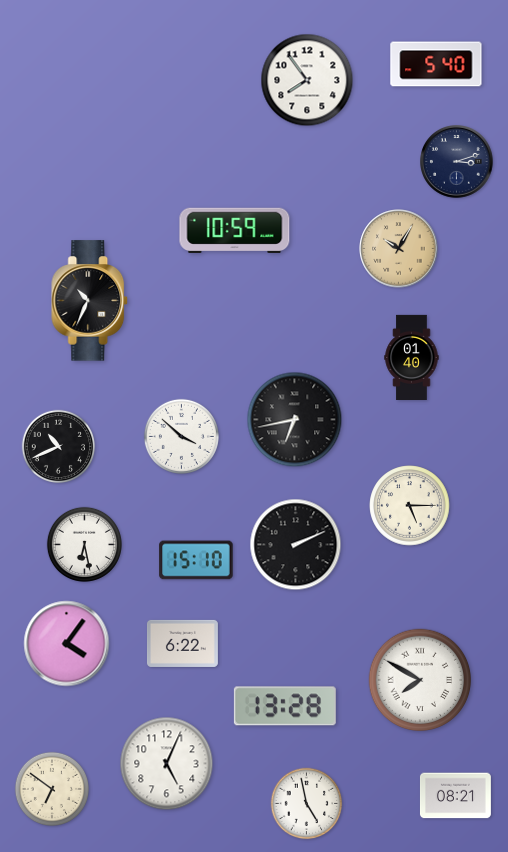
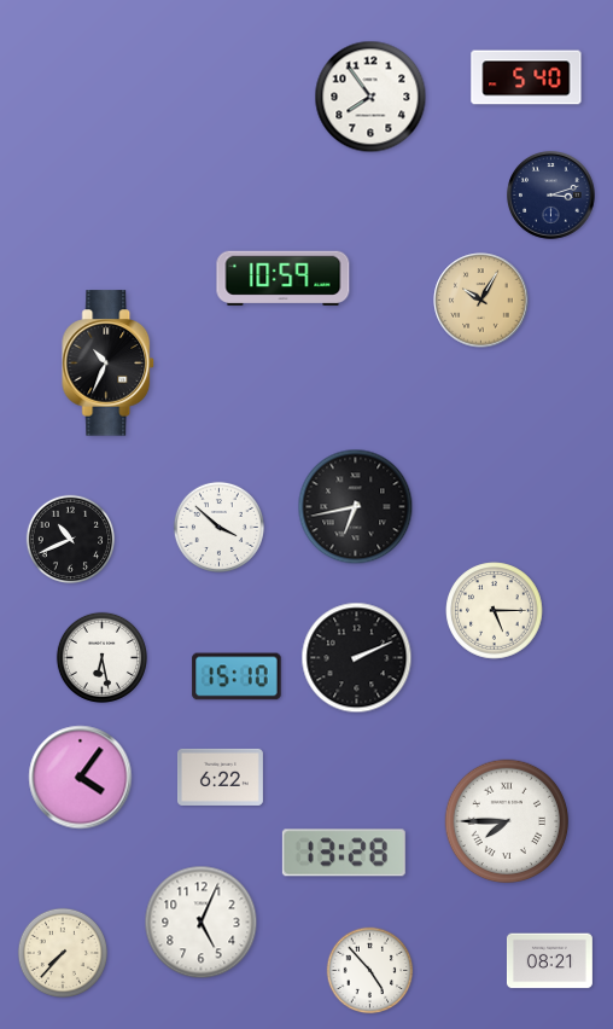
clock at (412, 357): 01:40 -> none
clock at (420, 680): 7:50 -> 7:45
clock at (51, 788): 6:51 -> 7:37
clock at (307, 804): 4:58 -> 4:53
